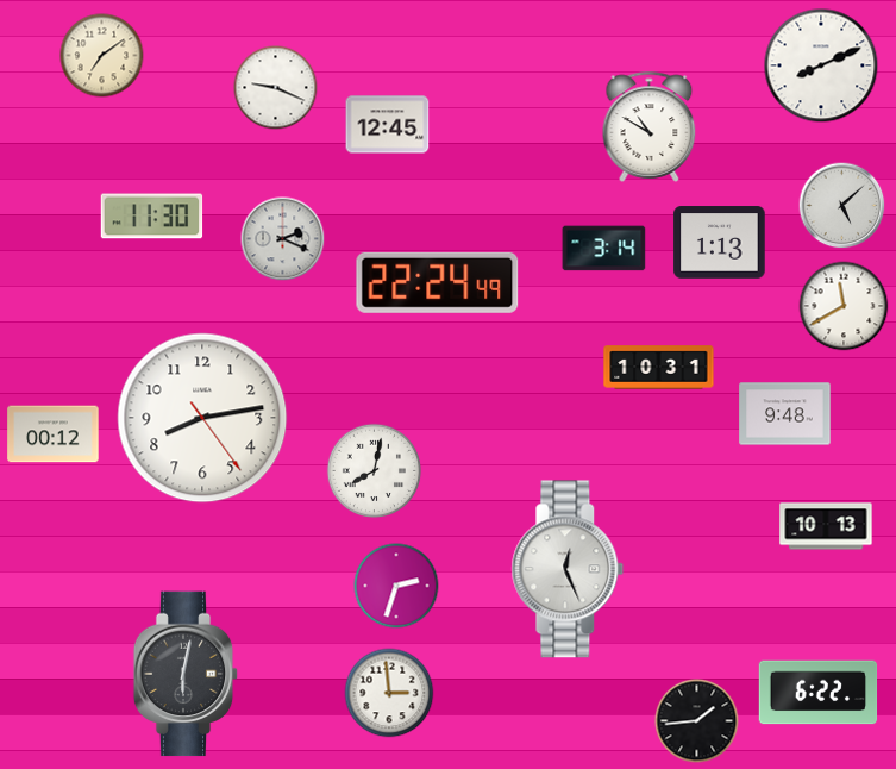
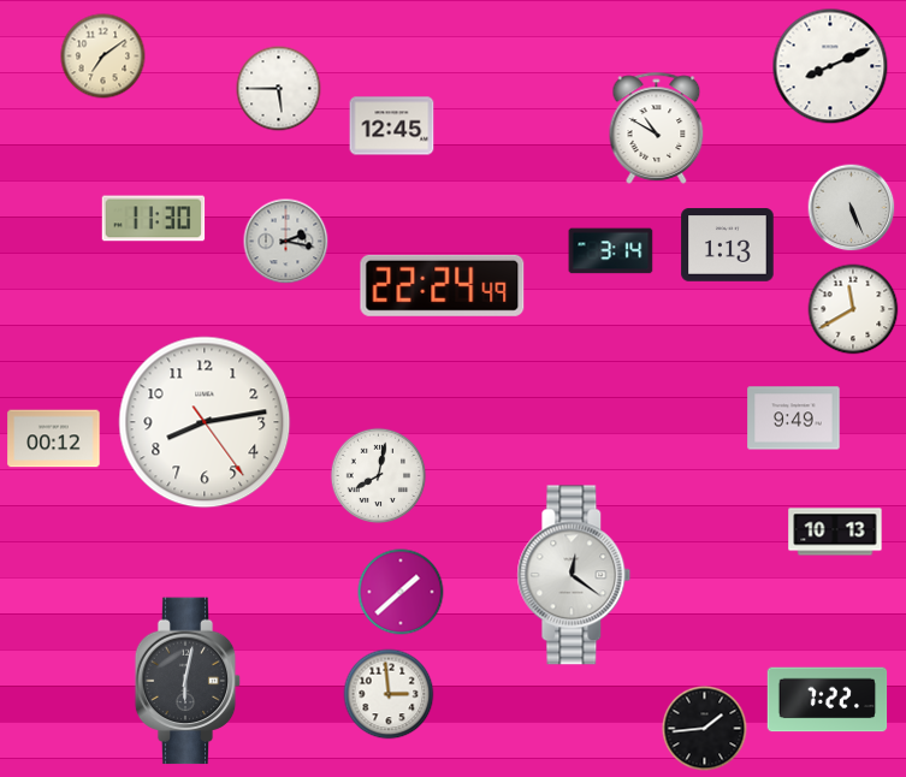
clock at (276, 88): 9:19 -> 5:45
clock at (842, 206): 5:08 -> 5:26
clock at (283, 239): 2:19 -> 2:17
clock at (659, 368): 10:31 -> none
clock at (785, 414): 9:48 -> 9:49
clock at (568, 569): 12:26 -> 12:21
clock at (396, 586): 2:33 -> 1:38
clock at (389, 693) position: (389, 693) -> (389, 694)
clock at (819, 693): 6:22 -> 7:22
